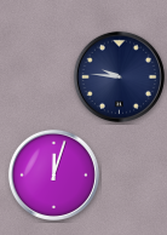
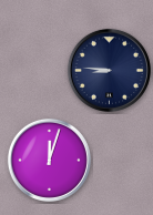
clock at (119, 76): 9:46 -> 8:46
